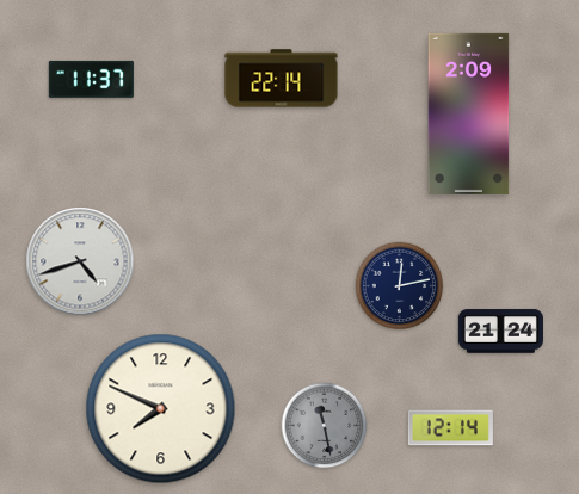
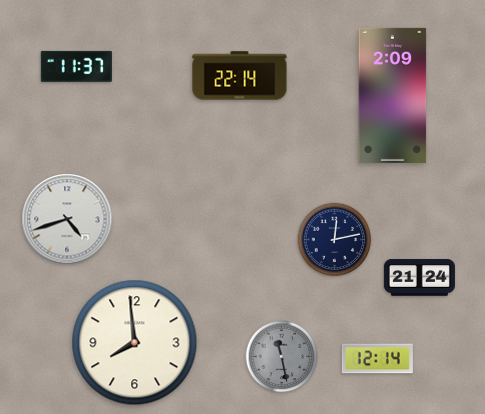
clock at (282, 79) position: (282, 79) -> (240, 76)
clock at (161, 409): 7:49 -> 7:59
clock at (325, 426) position: (325, 426) -> (282, 357)
